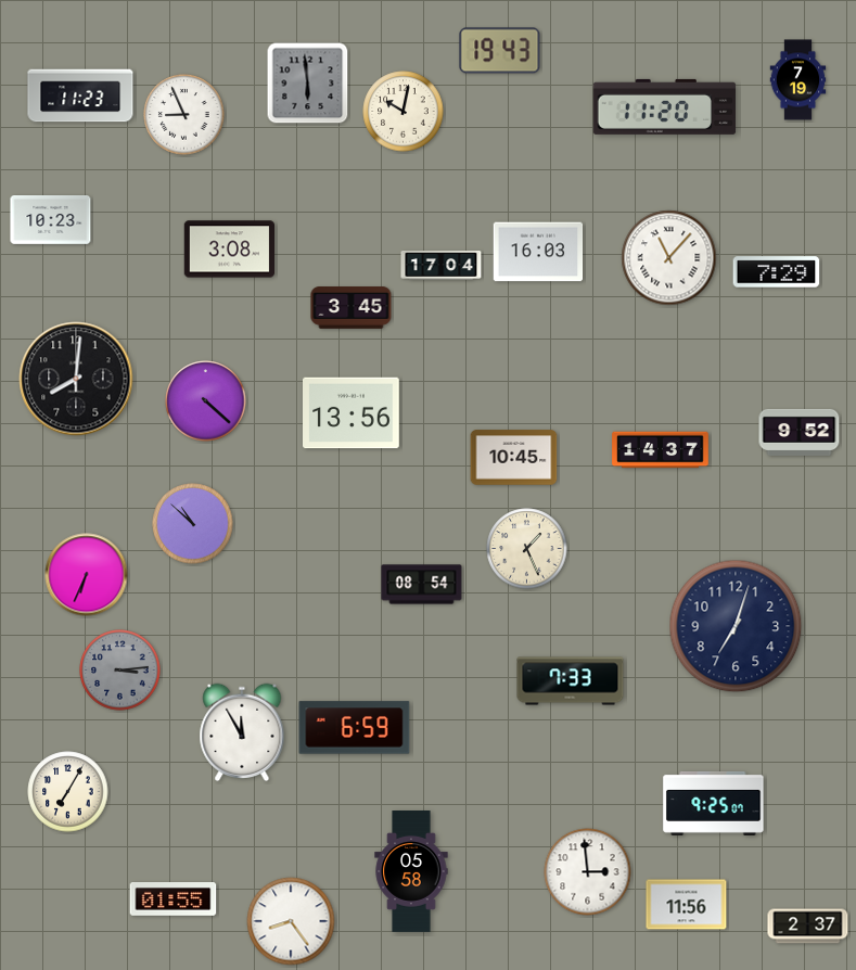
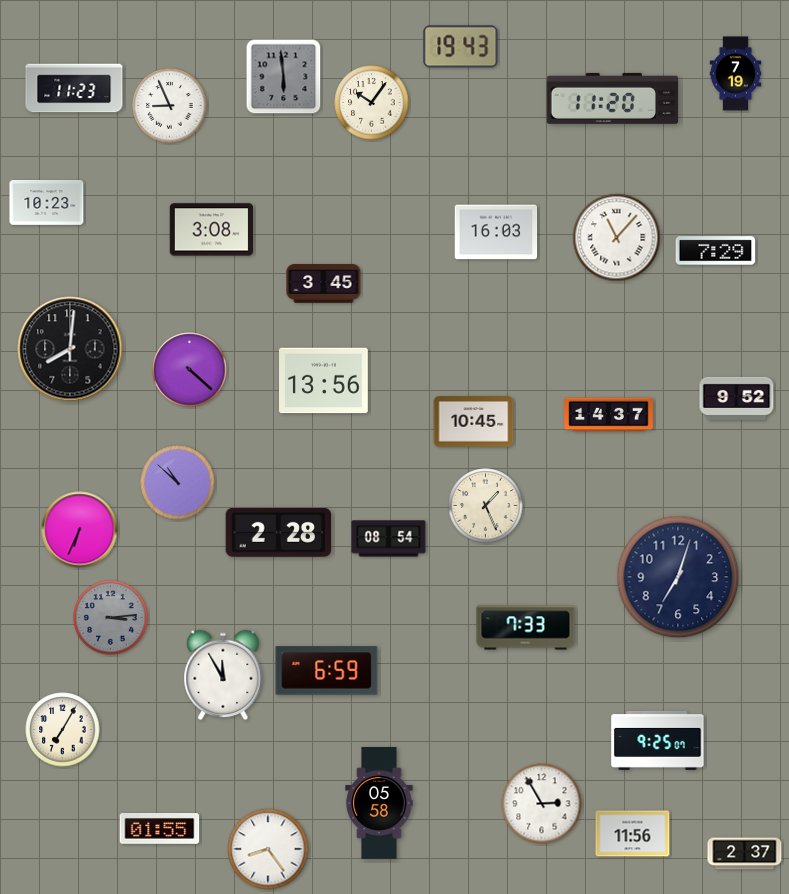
clock at (404, 112): 10:02 -> 10:06
clock at (442, 266): 17:04 -> none
clock at (279, 532): none -> 2:28
clock at (588, 872): 2:59 -> 2:55
